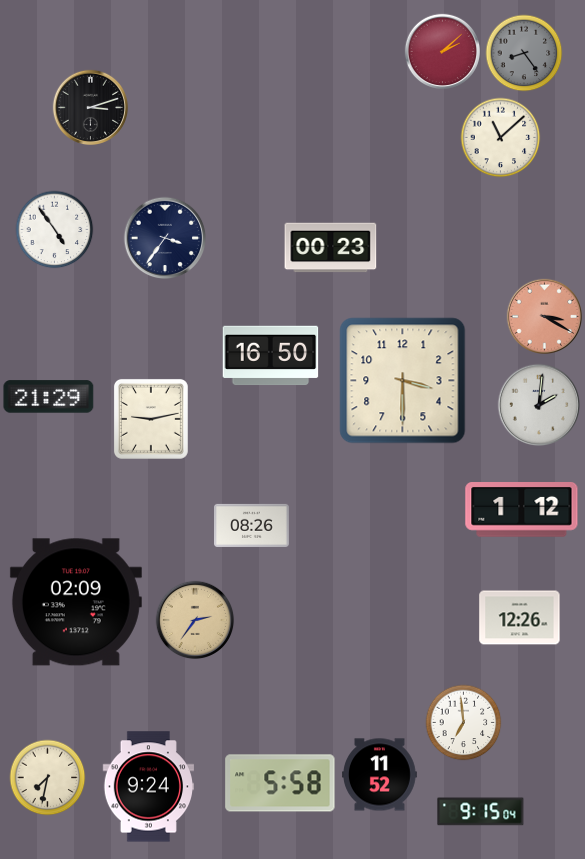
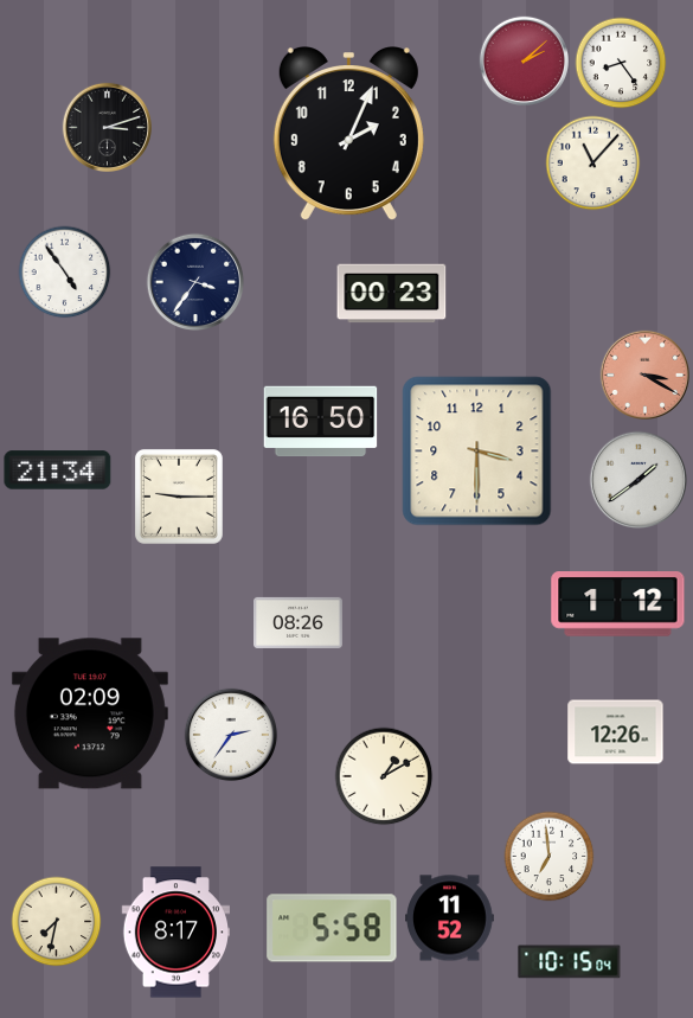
clock at (524, 53) dial: grey -> white
clock at (348, 135): none -> 2:04
clock at (501, 138): 11:08 -> 11:07
clock at (49, 397): 21:29 -> 21:34
clock at (539, 405): 2:01 -> 1:39
clock at (151, 419): 9:13 -> 9:15
clock at (195, 620) dial: champagne -> white
clock at (384, 776): none -> 1:10
clock at (148, 787): 9:24 -> 8:17
clock at (481, 812): 9:15 -> 10:15
